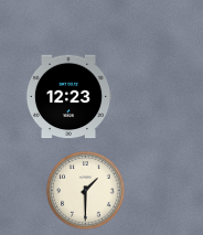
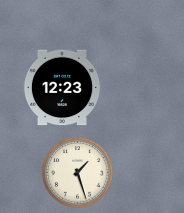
clock at (86, 191): 1:30 -> 1:27
